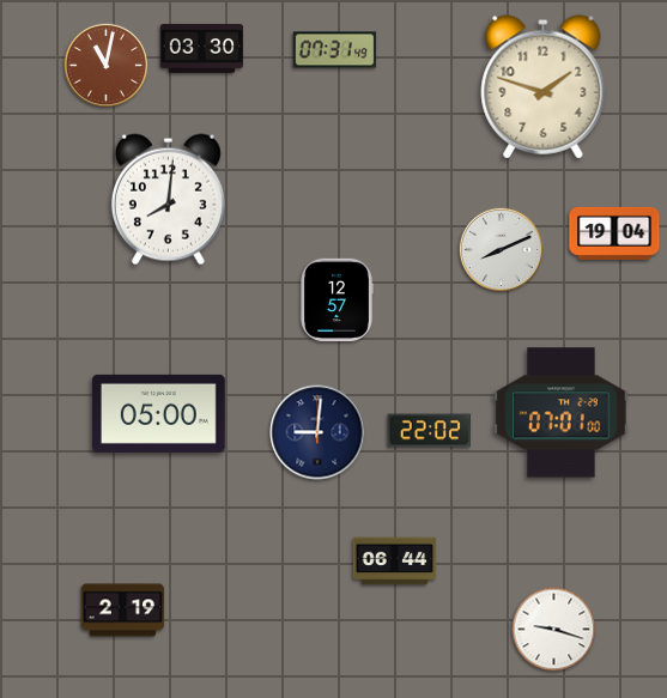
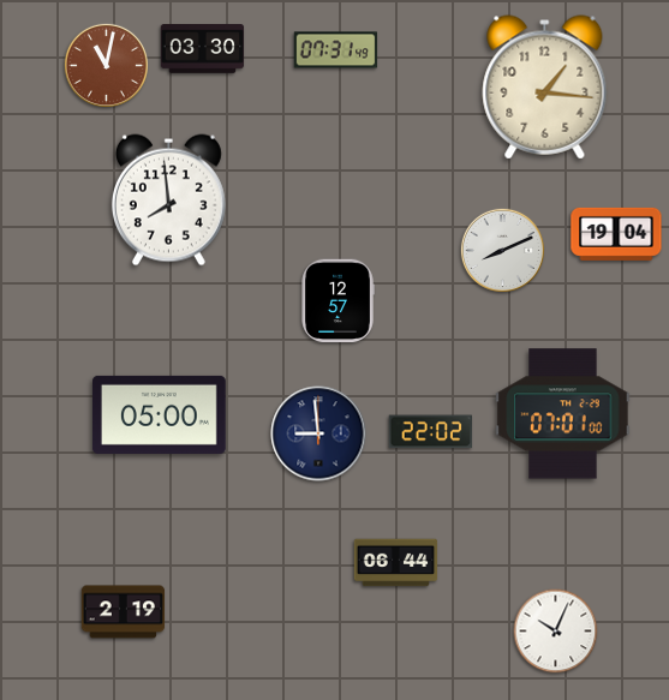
clock at (544, 87): 1:48 -> 1:16
clock at (168, 200): 8:01 -> 7:59
clock at (317, 432): 9:01 -> 8:59
clock at (554, 630): 9:18 -> 10:04
